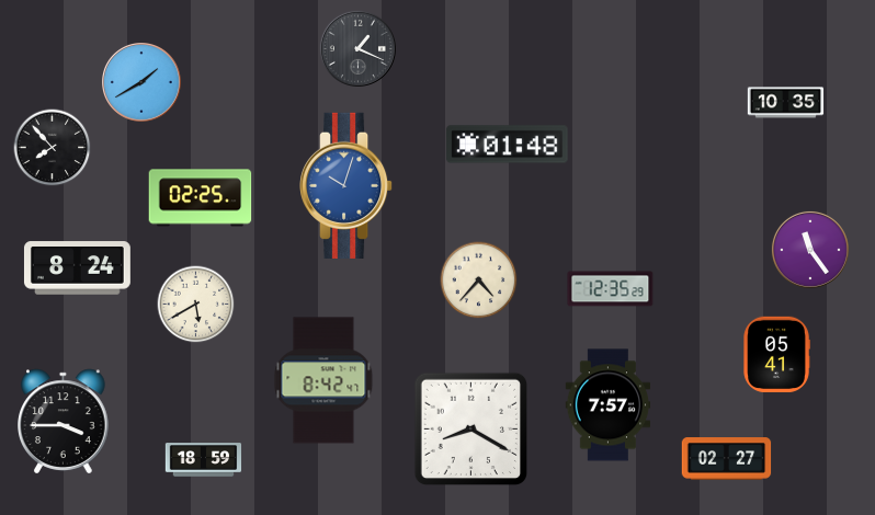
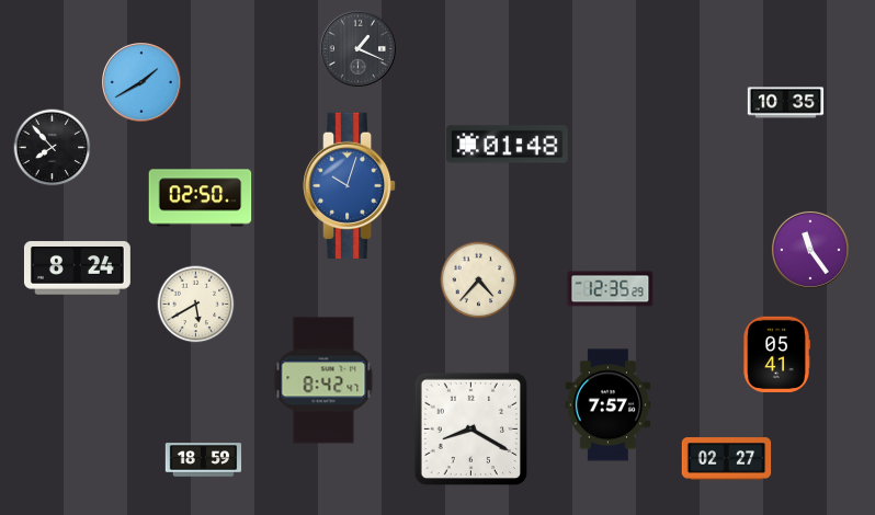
clock at (348, 185) position: (348, 185) -> (351, 185)
clock at (201, 198): 02:25 -> 02:50
clock at (64, 422): 3:45 -> none
